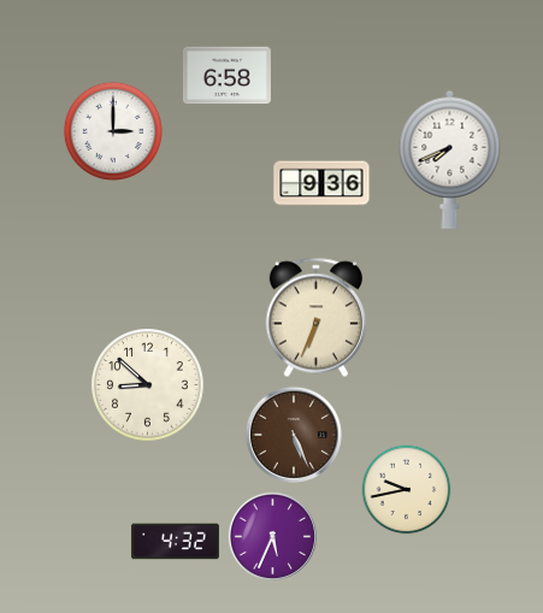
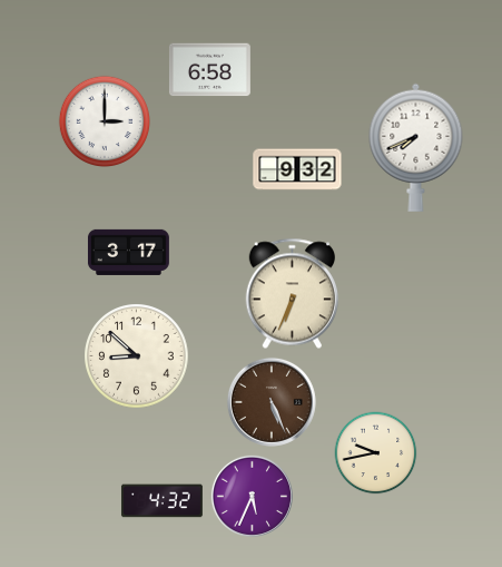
clock at (321, 183): 9:36 -> 9:32
clock at (128, 252): none -> 3:17
